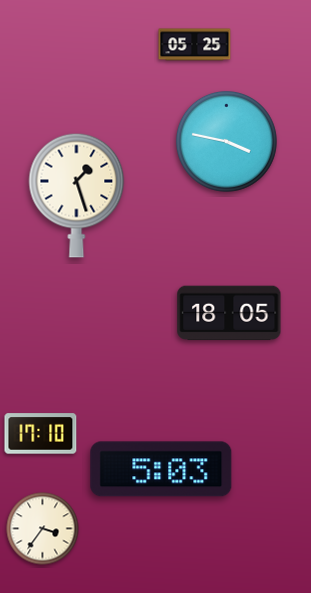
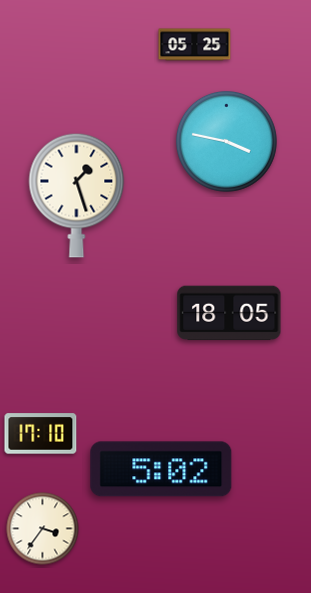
clock at (161, 469): 5:03 -> 5:02
